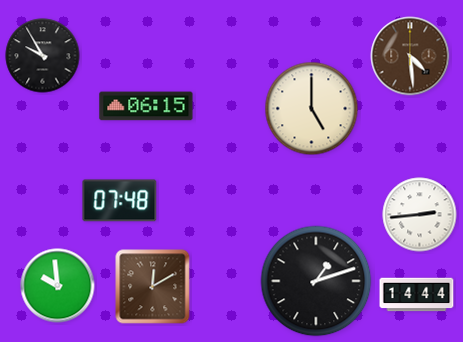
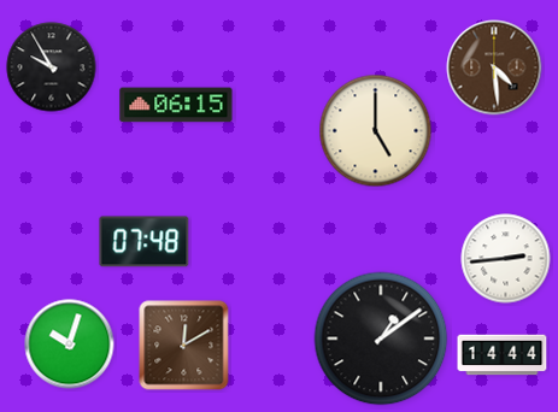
clock at (146, 106) position: (146, 106) -> (176, 105)
clock at (316, 281): 1:12 -> 1:09
clock at (58, 286): 9:59 -> 10:03
